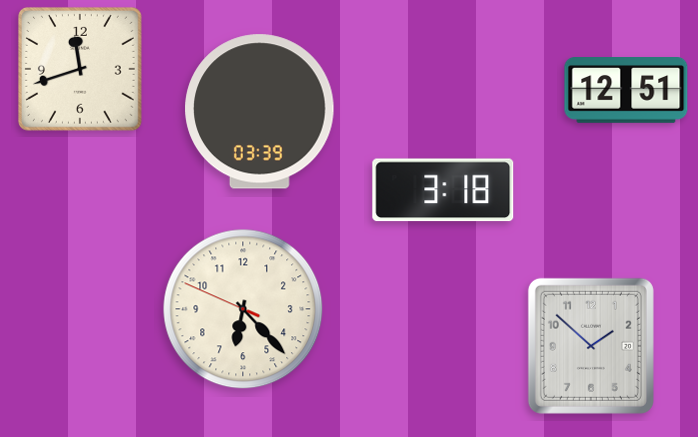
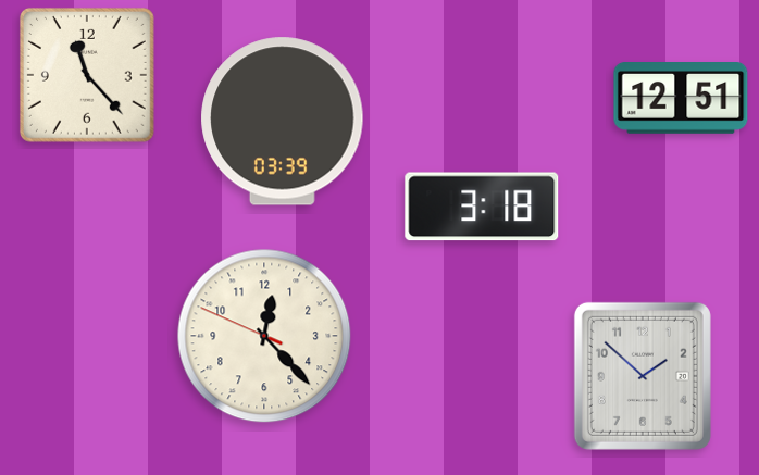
clock at (80, 69): 11:42 -> 11:23
clock at (243, 309): 6:22 -> 12:22
